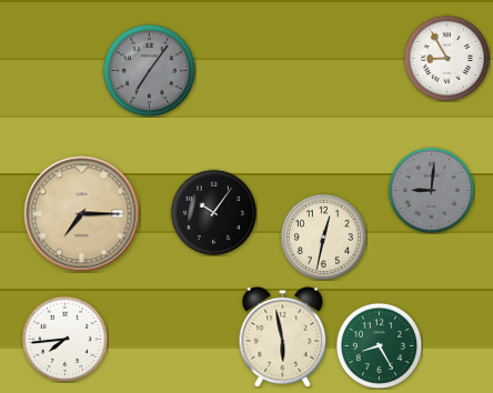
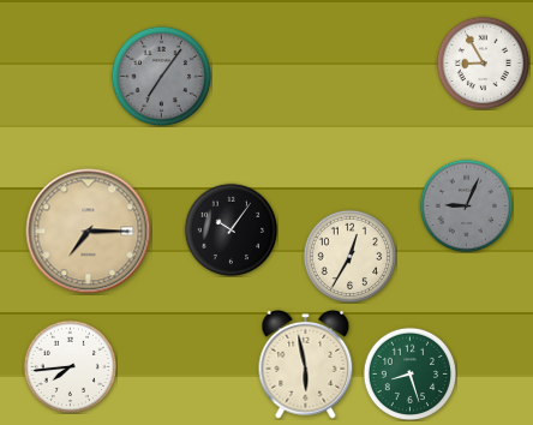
clock at (431, 190): 9:01 -> 9:04
clock at (323, 236): 12:32 -> 12:35
clock at (379, 345): 8:25 -> 8:27
